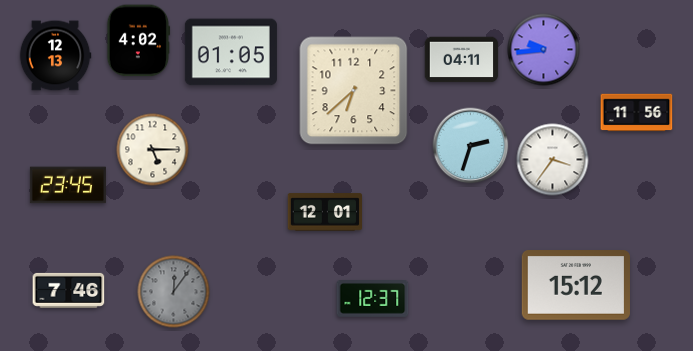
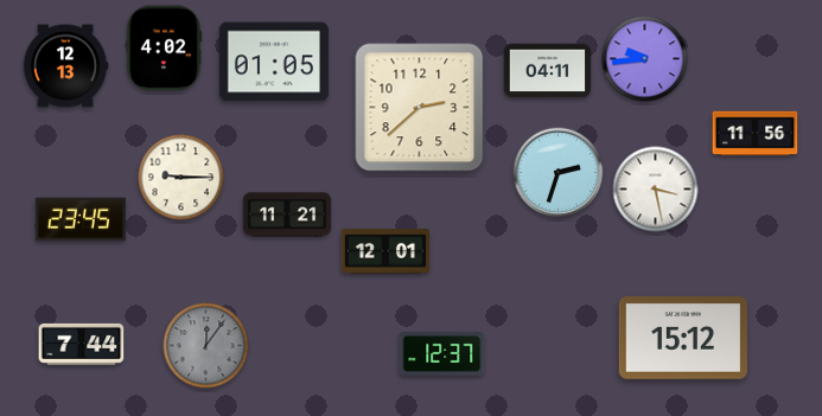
clock at (354, 91): 6:38 -> 2:38
clock at (153, 150): 5:15 -> 9:15
clock at (553, 160): 3:36 -> 3:28
clock at (287, 215): none -> 11:21
clock at (69, 290): 7:46 -> 7:44
